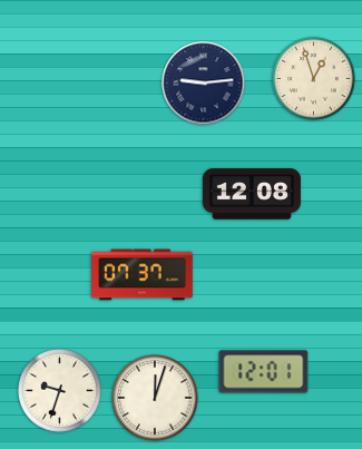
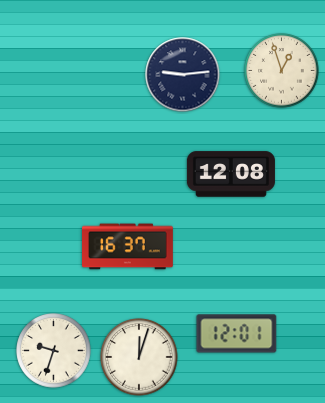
clock at (252, 194) position: (252, 194) -> (231, 174)
clock at (143, 275): 07:37 -> 16:37
